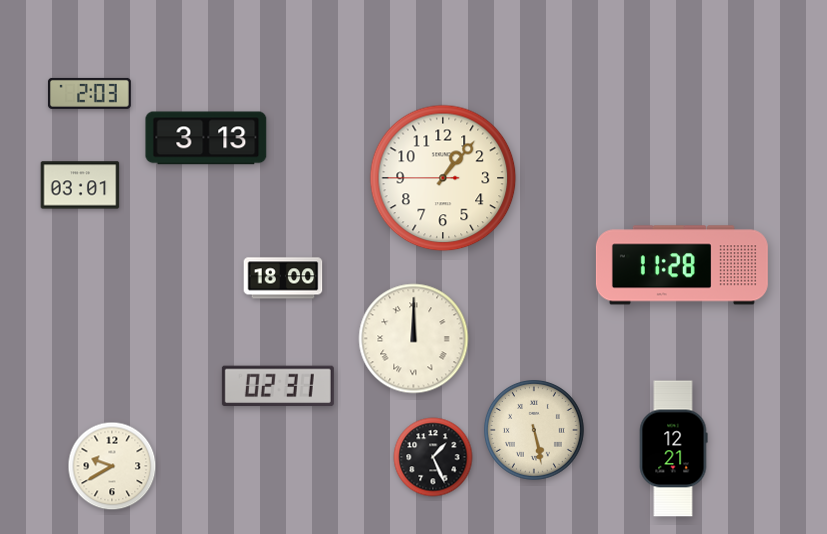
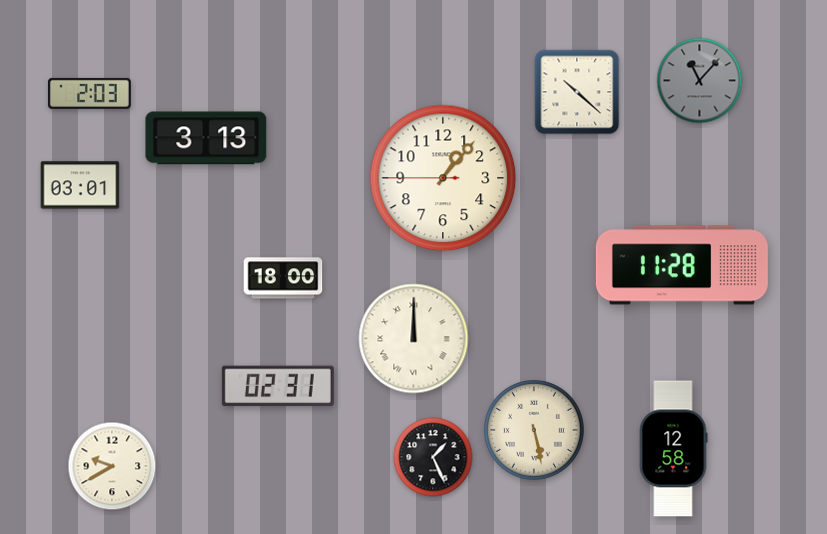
clock at (700, 81): none -> 11:07
clock at (577, 92): none -> 10:22
clock at (673, 449): 12:21 -> 12:58
